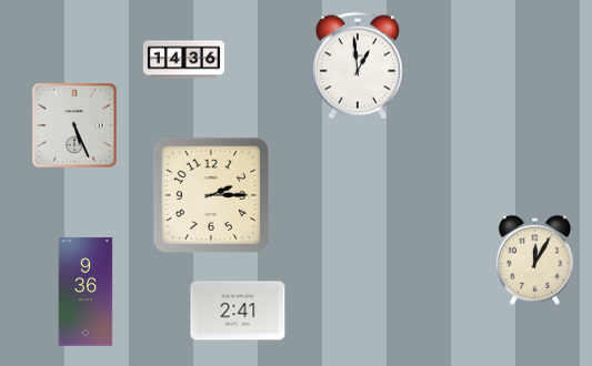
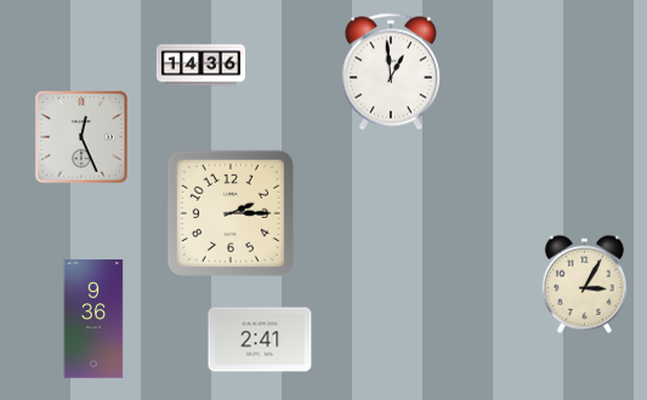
clock at (76, 126): 5:26 -> 12:26
clock at (534, 260): 12:05 -> 3:05
